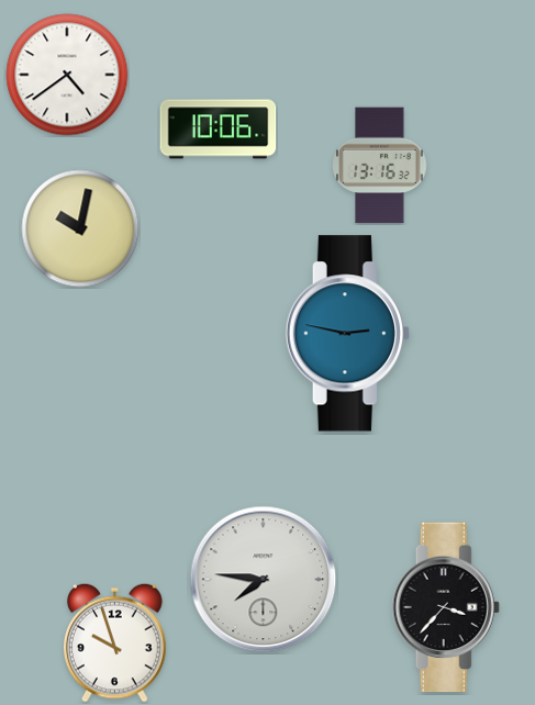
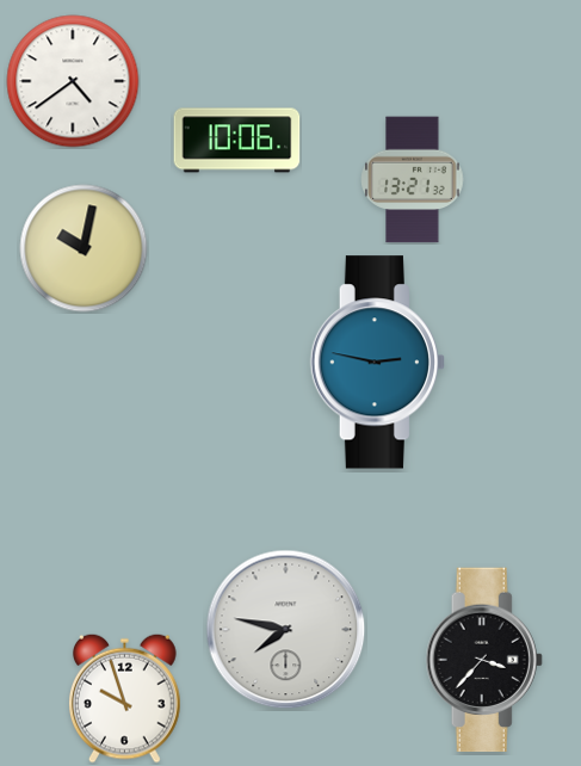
clock at (380, 166): 13:16 -> 13:21
clock at (80, 228) position: (80, 228) -> (84, 248)
clock at (264, 580): 7:46 -> 7:47
